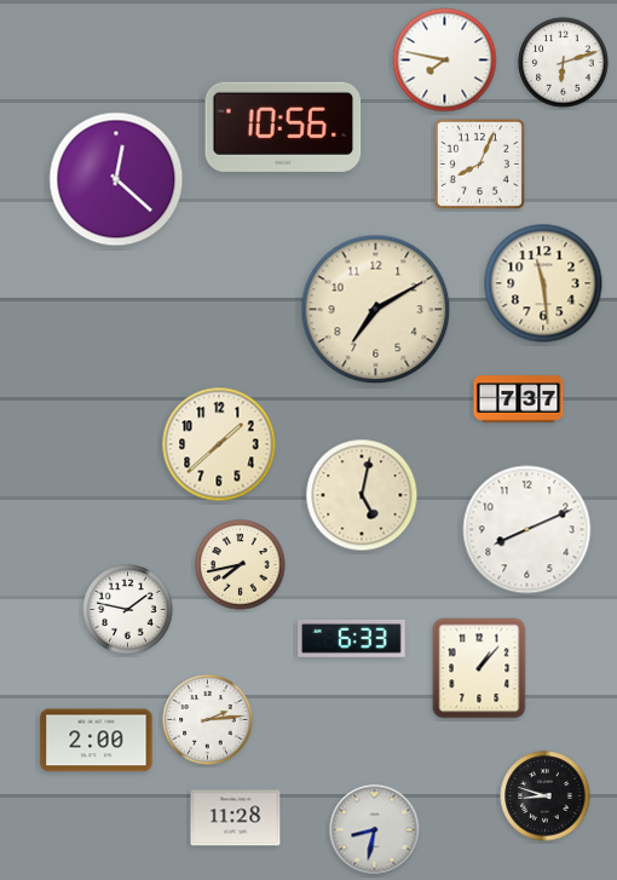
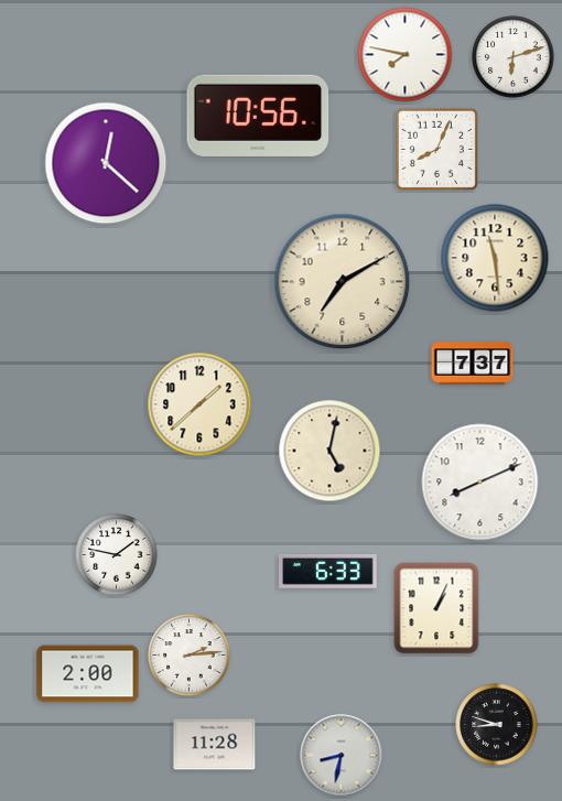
clock at (241, 565): 7:43 -> none
clock at (352, 638) position: (352, 638) -> (328, 571)
clock at (479, 668): 1:07 -> 1:04
